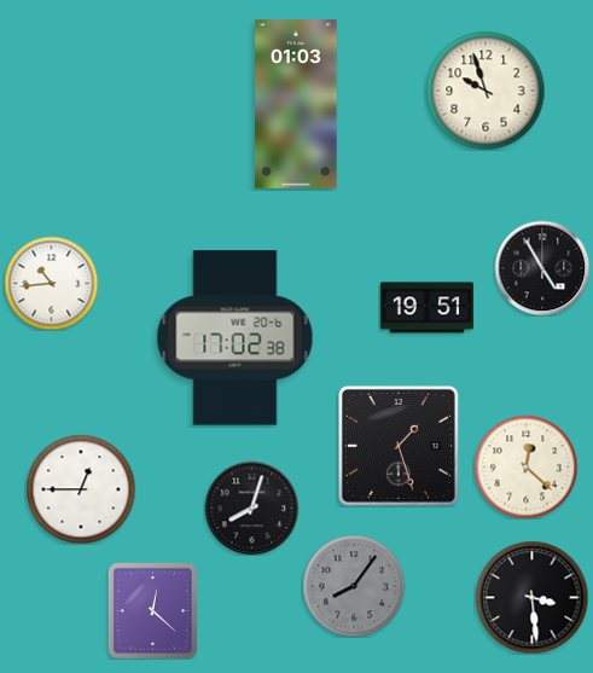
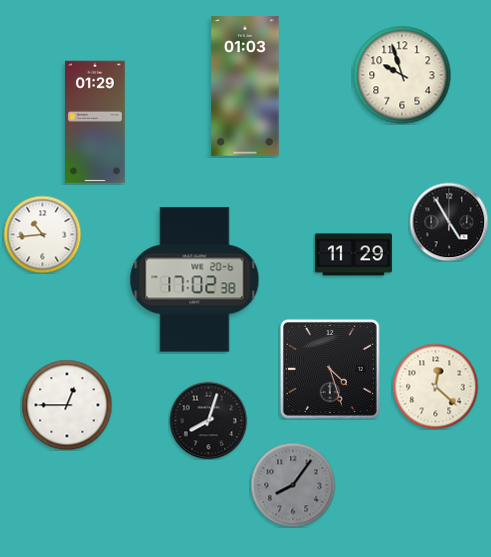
clock at (96, 122): none -> 01:29
clock at (426, 308): 19:51 -> 11:29
clock at (399, 446): 1:27 -> 4:27
clock at (531, 597): 3:29 -> none
clock at (152, 610): 12:22 -> none
